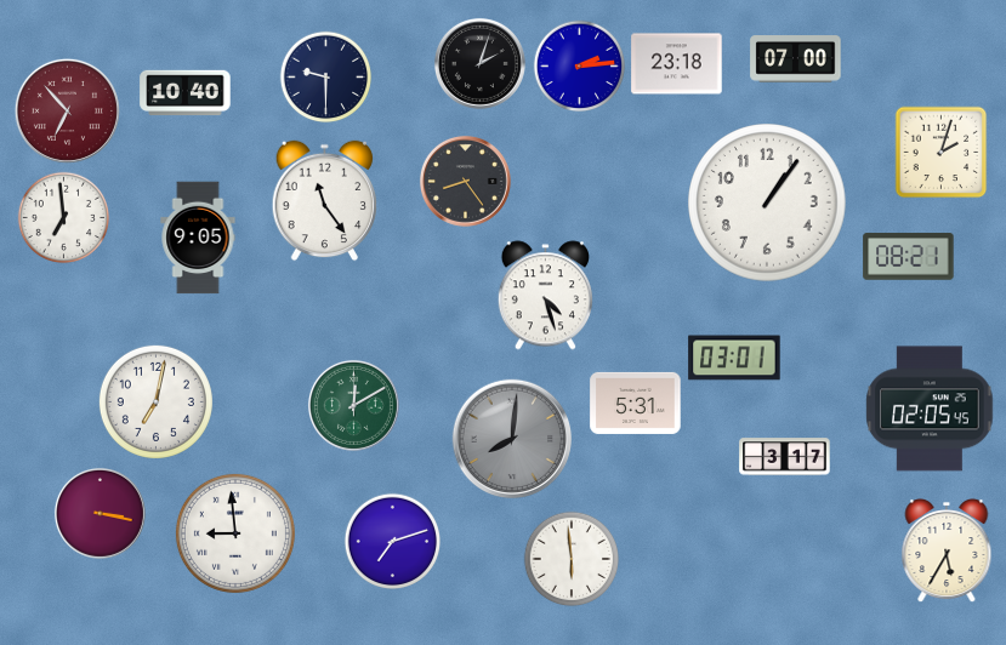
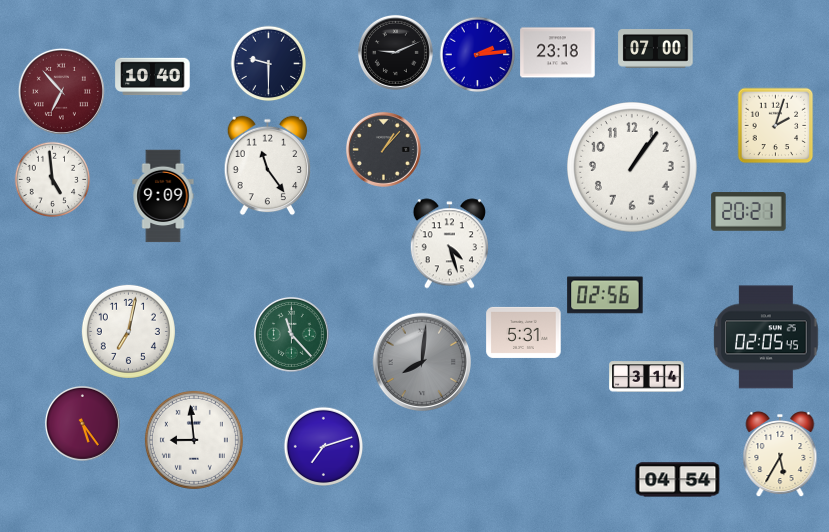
clock at (479, 63): 2:03 -> 9:11
clock at (67, 110) position: (67, 110) -> (61, 91)
clock at (465, 181): 8:24 -> 1:07
clock at (64, 218): 6:59 -> 4:59
clock at (198, 238): 9:05 -> 9:09
clock at (909, 257): 08:21 -> 20:21
clock at (734, 358): 03:01 -> 02:56
clock at (353, 405): 12:10 -> 11:23
clock at (785, 457): 3:17 -> 3:14
clock at (100, 513): 3:17 -> 5:24
clock at (572, 559): 5:59 -> none
clock at (678, 480): none -> 04:54
